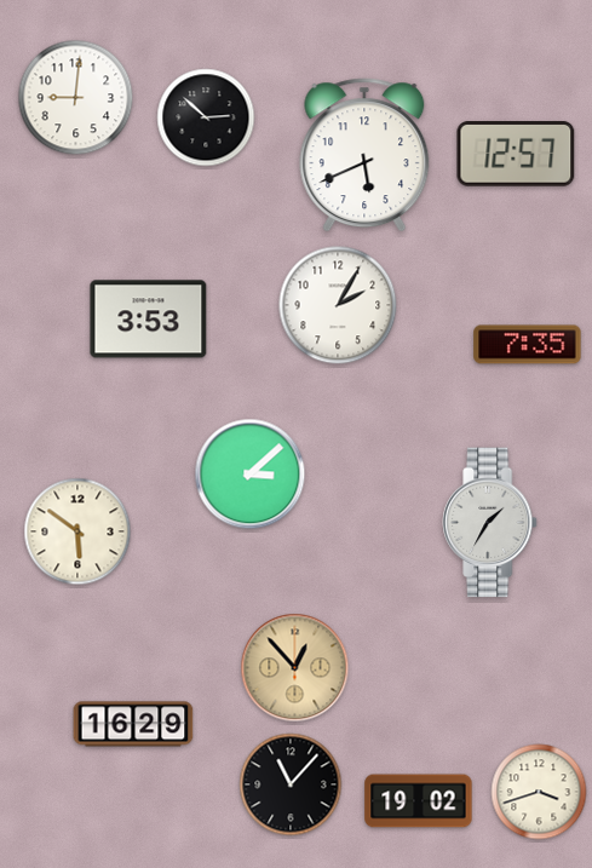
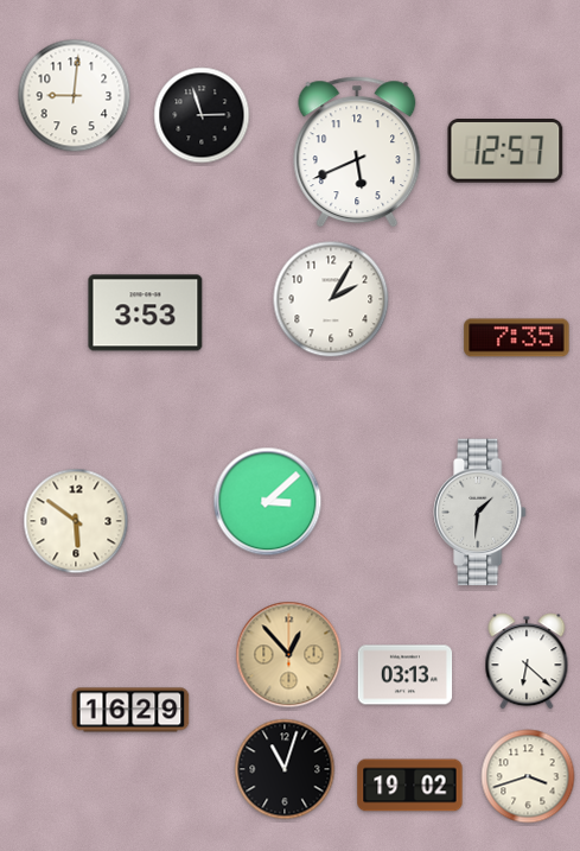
clock at (206, 117): 2:52 -> 2:57
clock at (251, 475) position: (251, 475) -> (268, 502)
clock at (490, 523): 1:35 -> 1:31
clock at (527, 661): none -> 6:22
clock at (406, 675): none -> 03:13
clock at (291, 784): 11:07 -> 11:03
